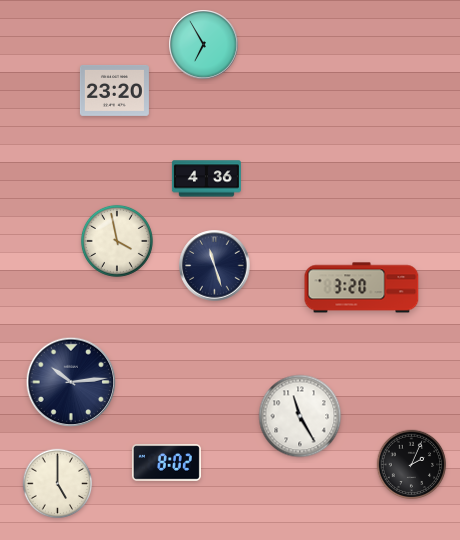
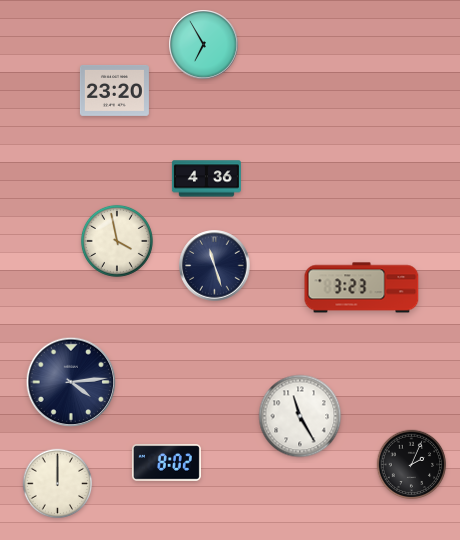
clock at (362, 288): 3:20 -> 3:23
clock at (71, 382): 10:14 -> 4:14
clock at (58, 484): 5:00 -> 12:00
